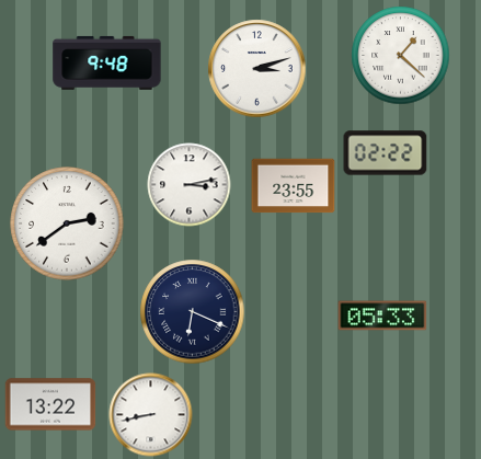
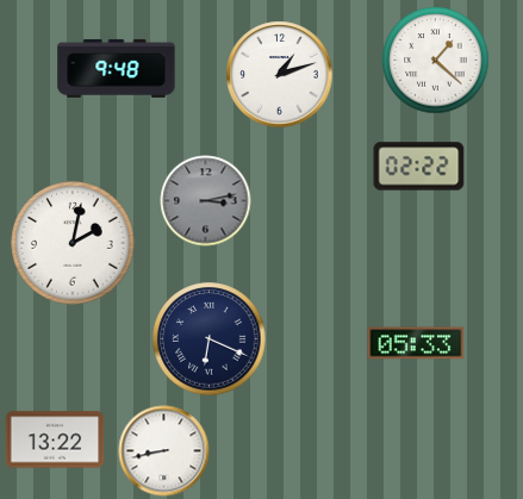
clock at (257, 69): 3:12 -> 1:12
clock at (190, 185) dial: white -> grey
clock at (294, 186): 23:55 -> none
clock at (67, 223): 2:39 -> 2:02
